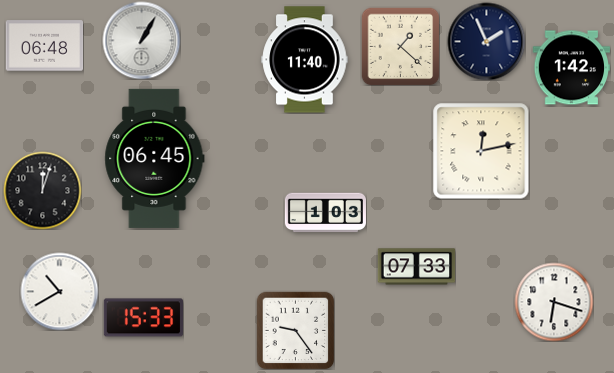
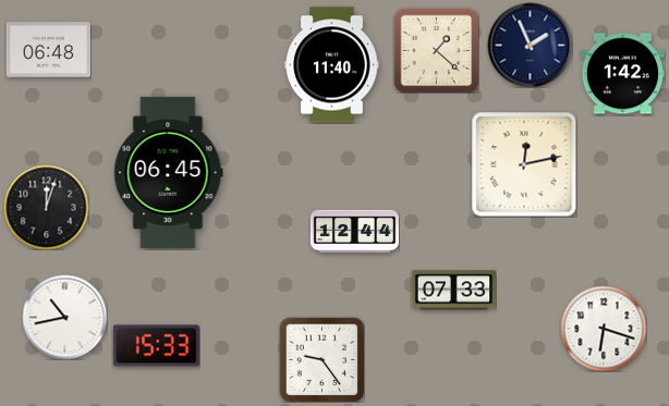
clock at (141, 40): 1:05 -> none
clock at (325, 213): 1:03 -> 12:44
clock at (59, 291): 10:40 -> 10:43
